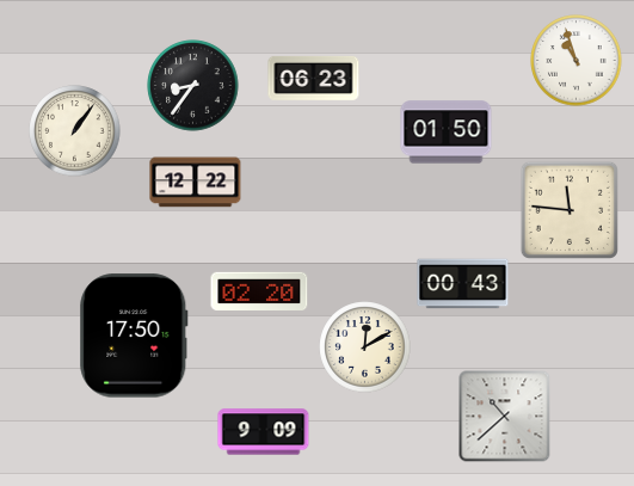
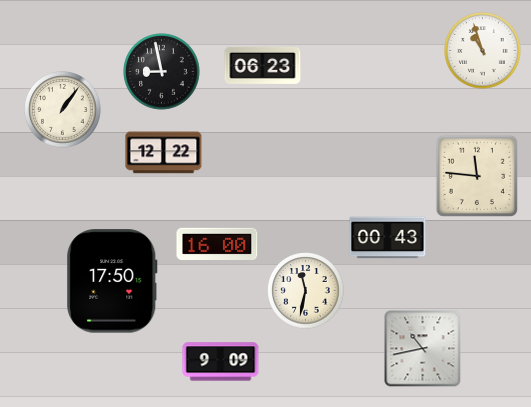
clock at (193, 86): 8:36 -> 8:58
clock at (447, 133): 01:50 -> none
clock at (259, 290): 02:20 -> 16:00
clock at (365, 347): 12:10 -> 11:32
clock at (505, 417): 10:38 -> 10:43
